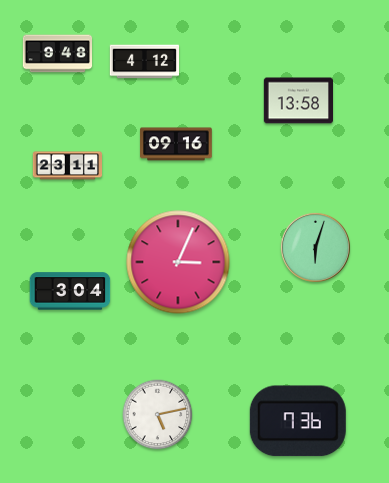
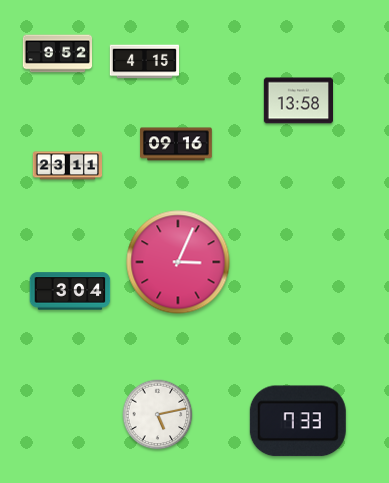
clock at (58, 54): 9:48 -> 9:52
clock at (145, 62): 4:12 -> 4:15
clock at (315, 247): 6:03 -> none
clock at (298, 421): 7:36 -> 7:33
